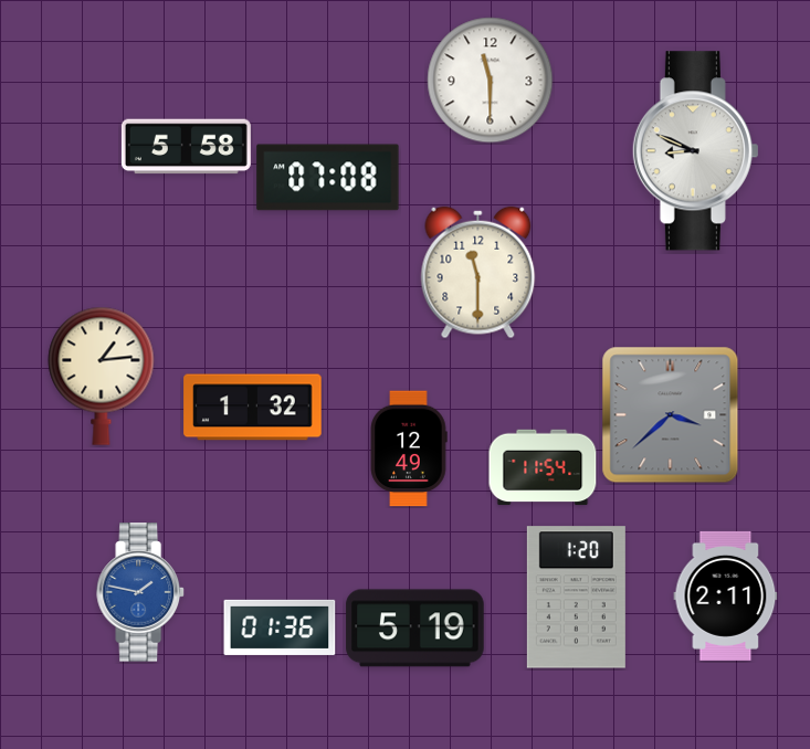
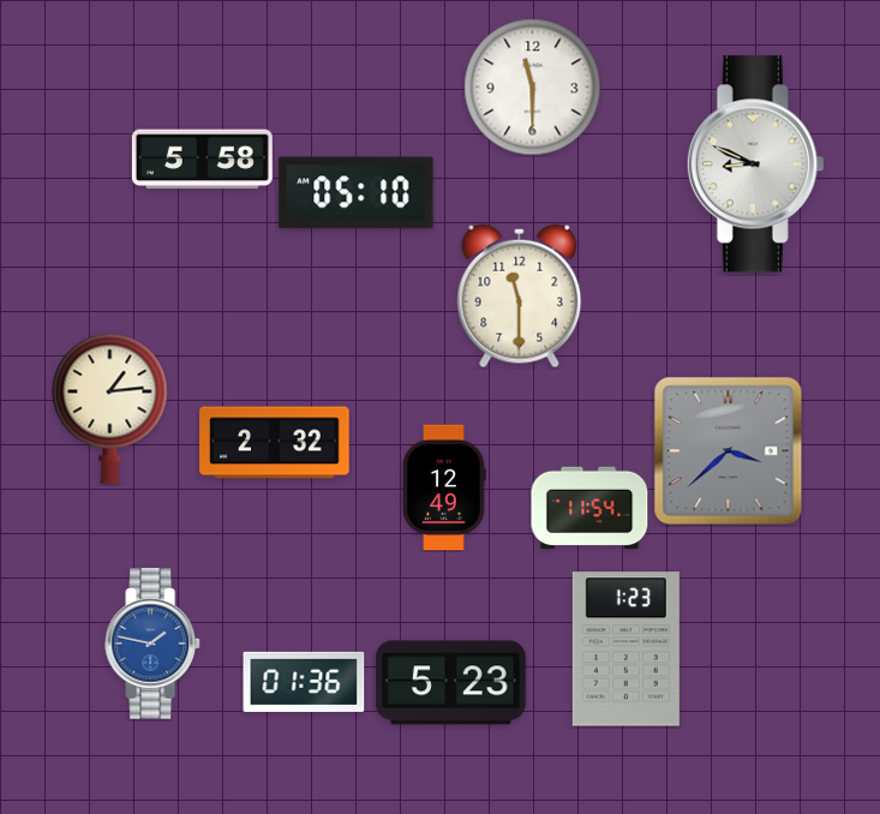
clock at (328, 178): 07:08 -> 05:10
clock at (253, 408): 1:32 -> 2:32
clock at (726, 595): 2:11 -> none
clock at (576, 598): 1:20 -> 1:23
clock at (415, 629): 5:19 -> 5:23
